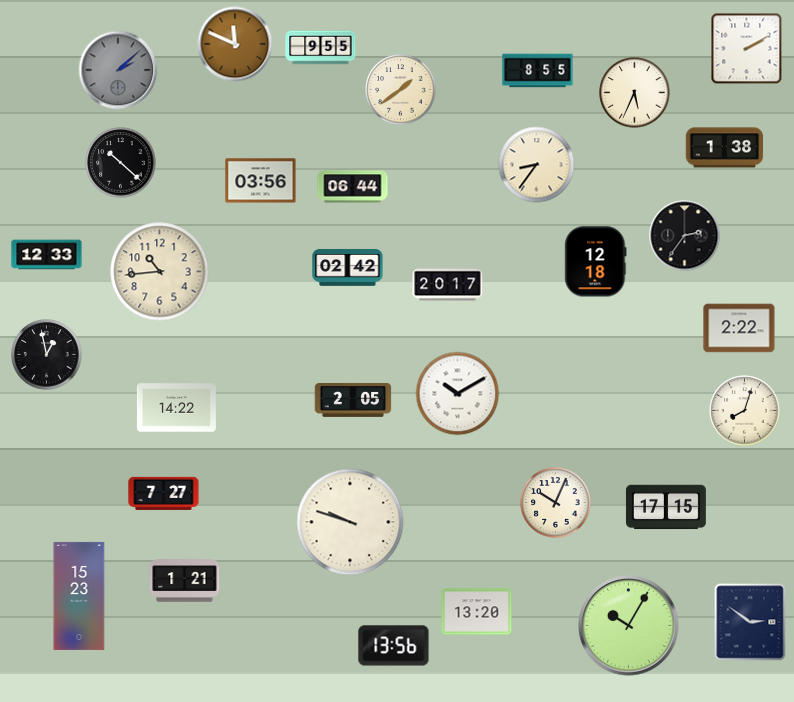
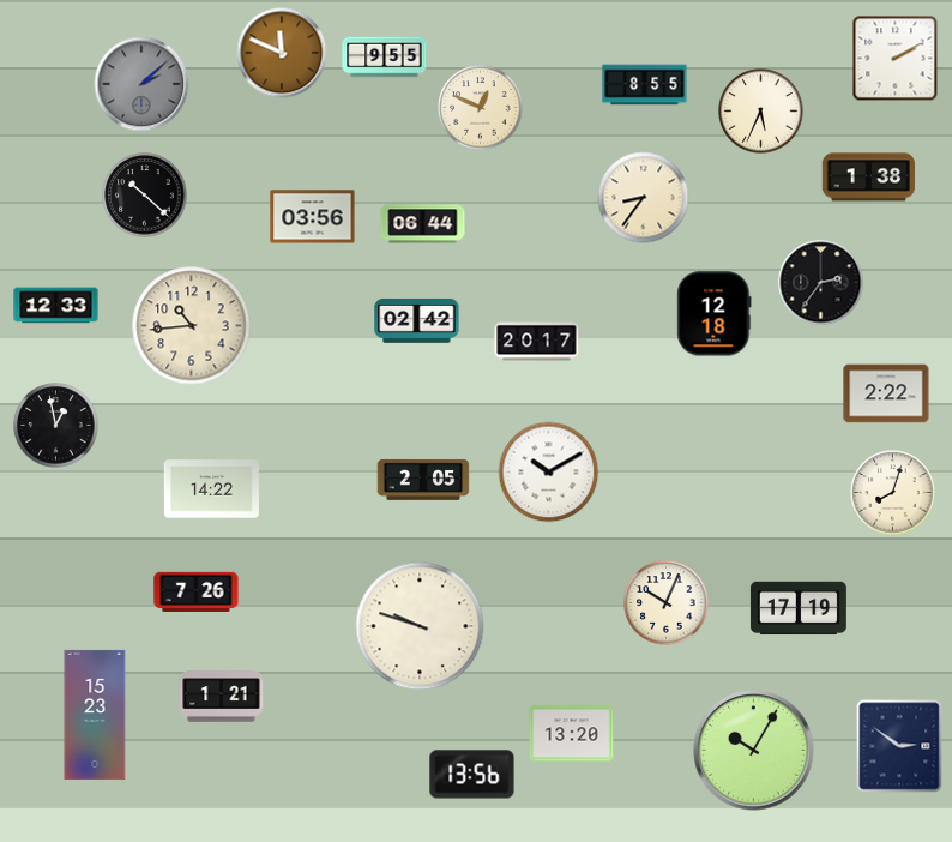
clock at (401, 90): 1:39 -> 12:49
clock at (164, 493): 7:27 -> 7:26
clock at (666, 507): 17:15 -> 17:19
